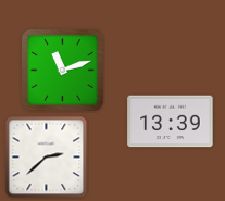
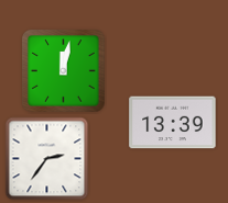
clock at (63, 71): 11:12 -> 12:02
clock at (47, 158): 2:38 -> 2:36
